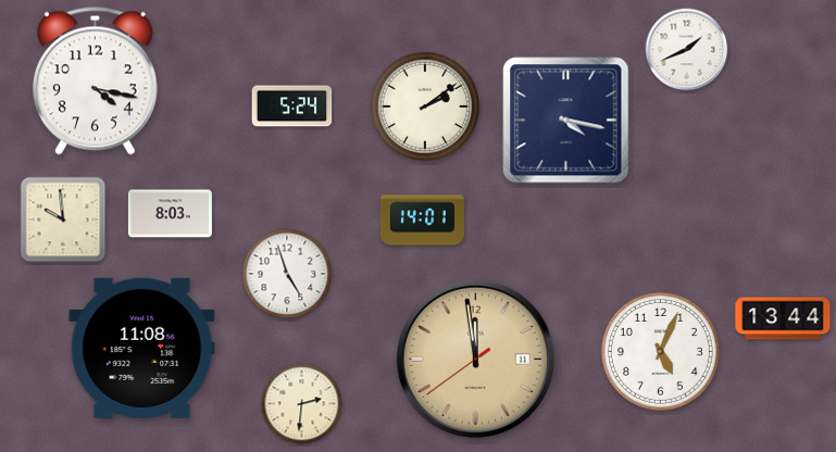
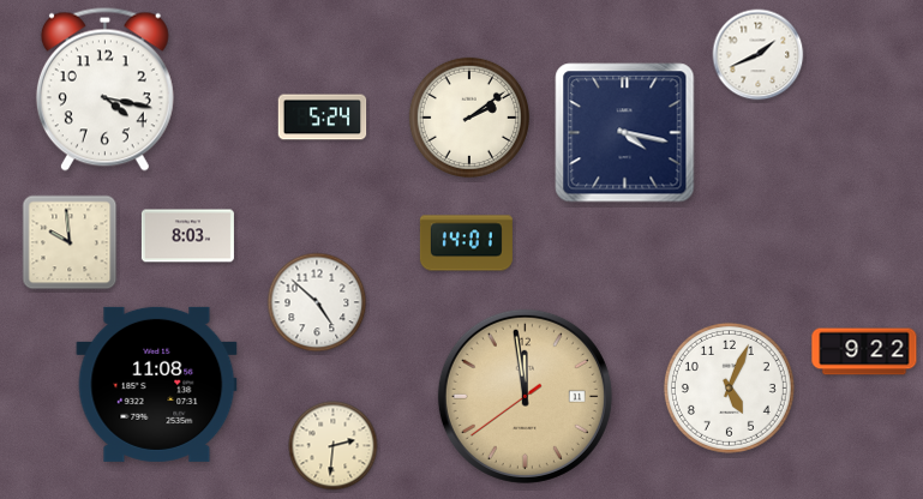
clock at (287, 274): 4:57 -> 4:52
clock at (783, 318): 13:44 -> 9:22
